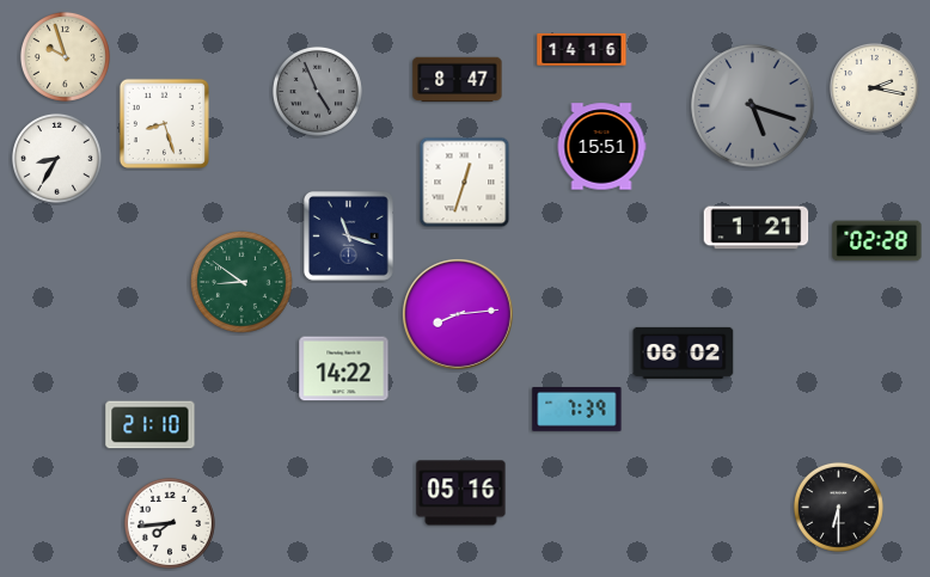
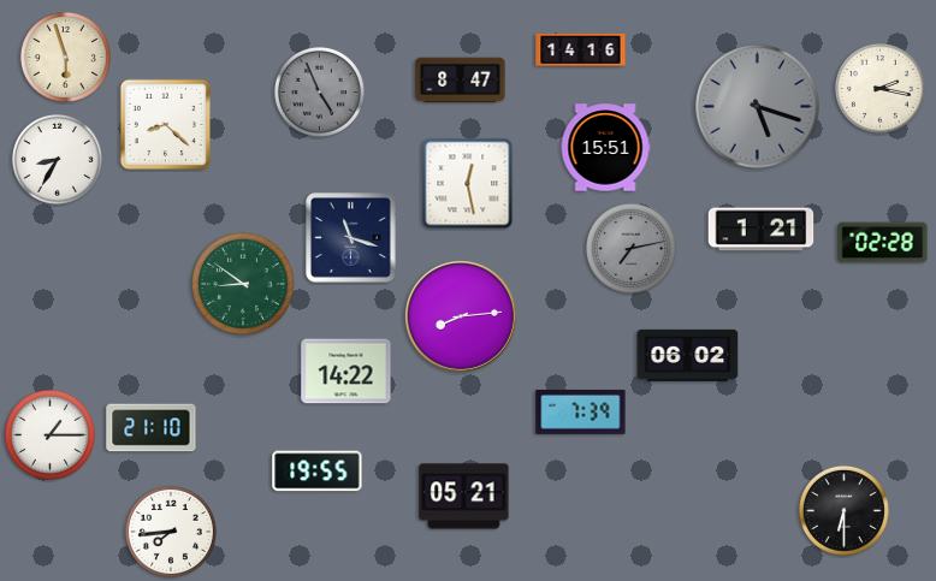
clock at (582, 49) position: (582, 49) -> (581, 49)
clock at (65, 56): 9:57 -> 5:57
clock at (164, 123): 8:27 -> 8:22
clock at (465, 183): 12:33 -> 12:28
clock at (630, 248): none -> 7:13
clock at (49, 434): none -> 1:15
clock at (318, 472): none -> 19:55
clock at (461, 493): 05:16 -> 05:21
clock at (170, 523) position: (170, 523) -> (171, 532)
